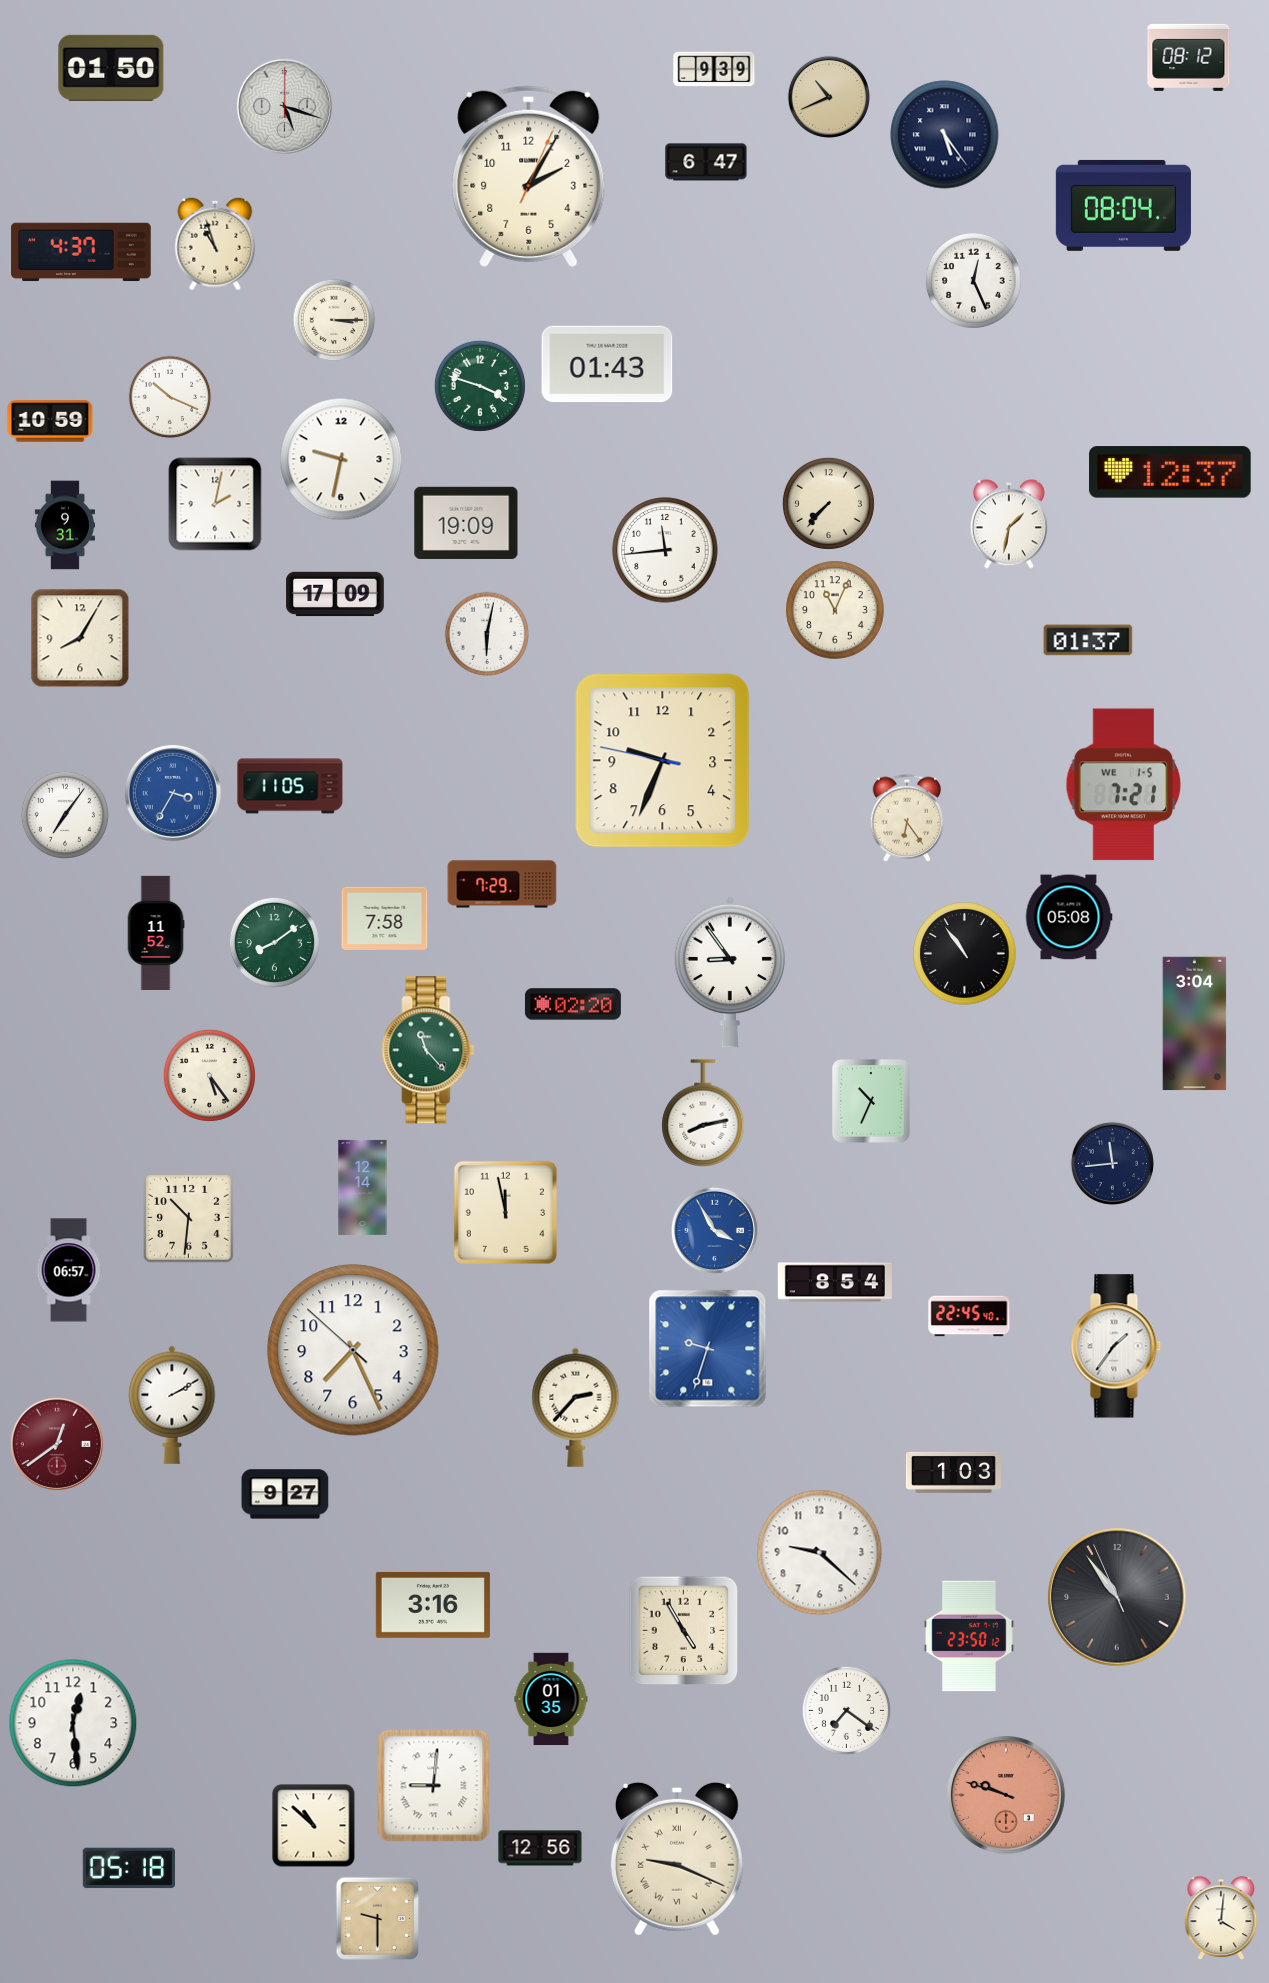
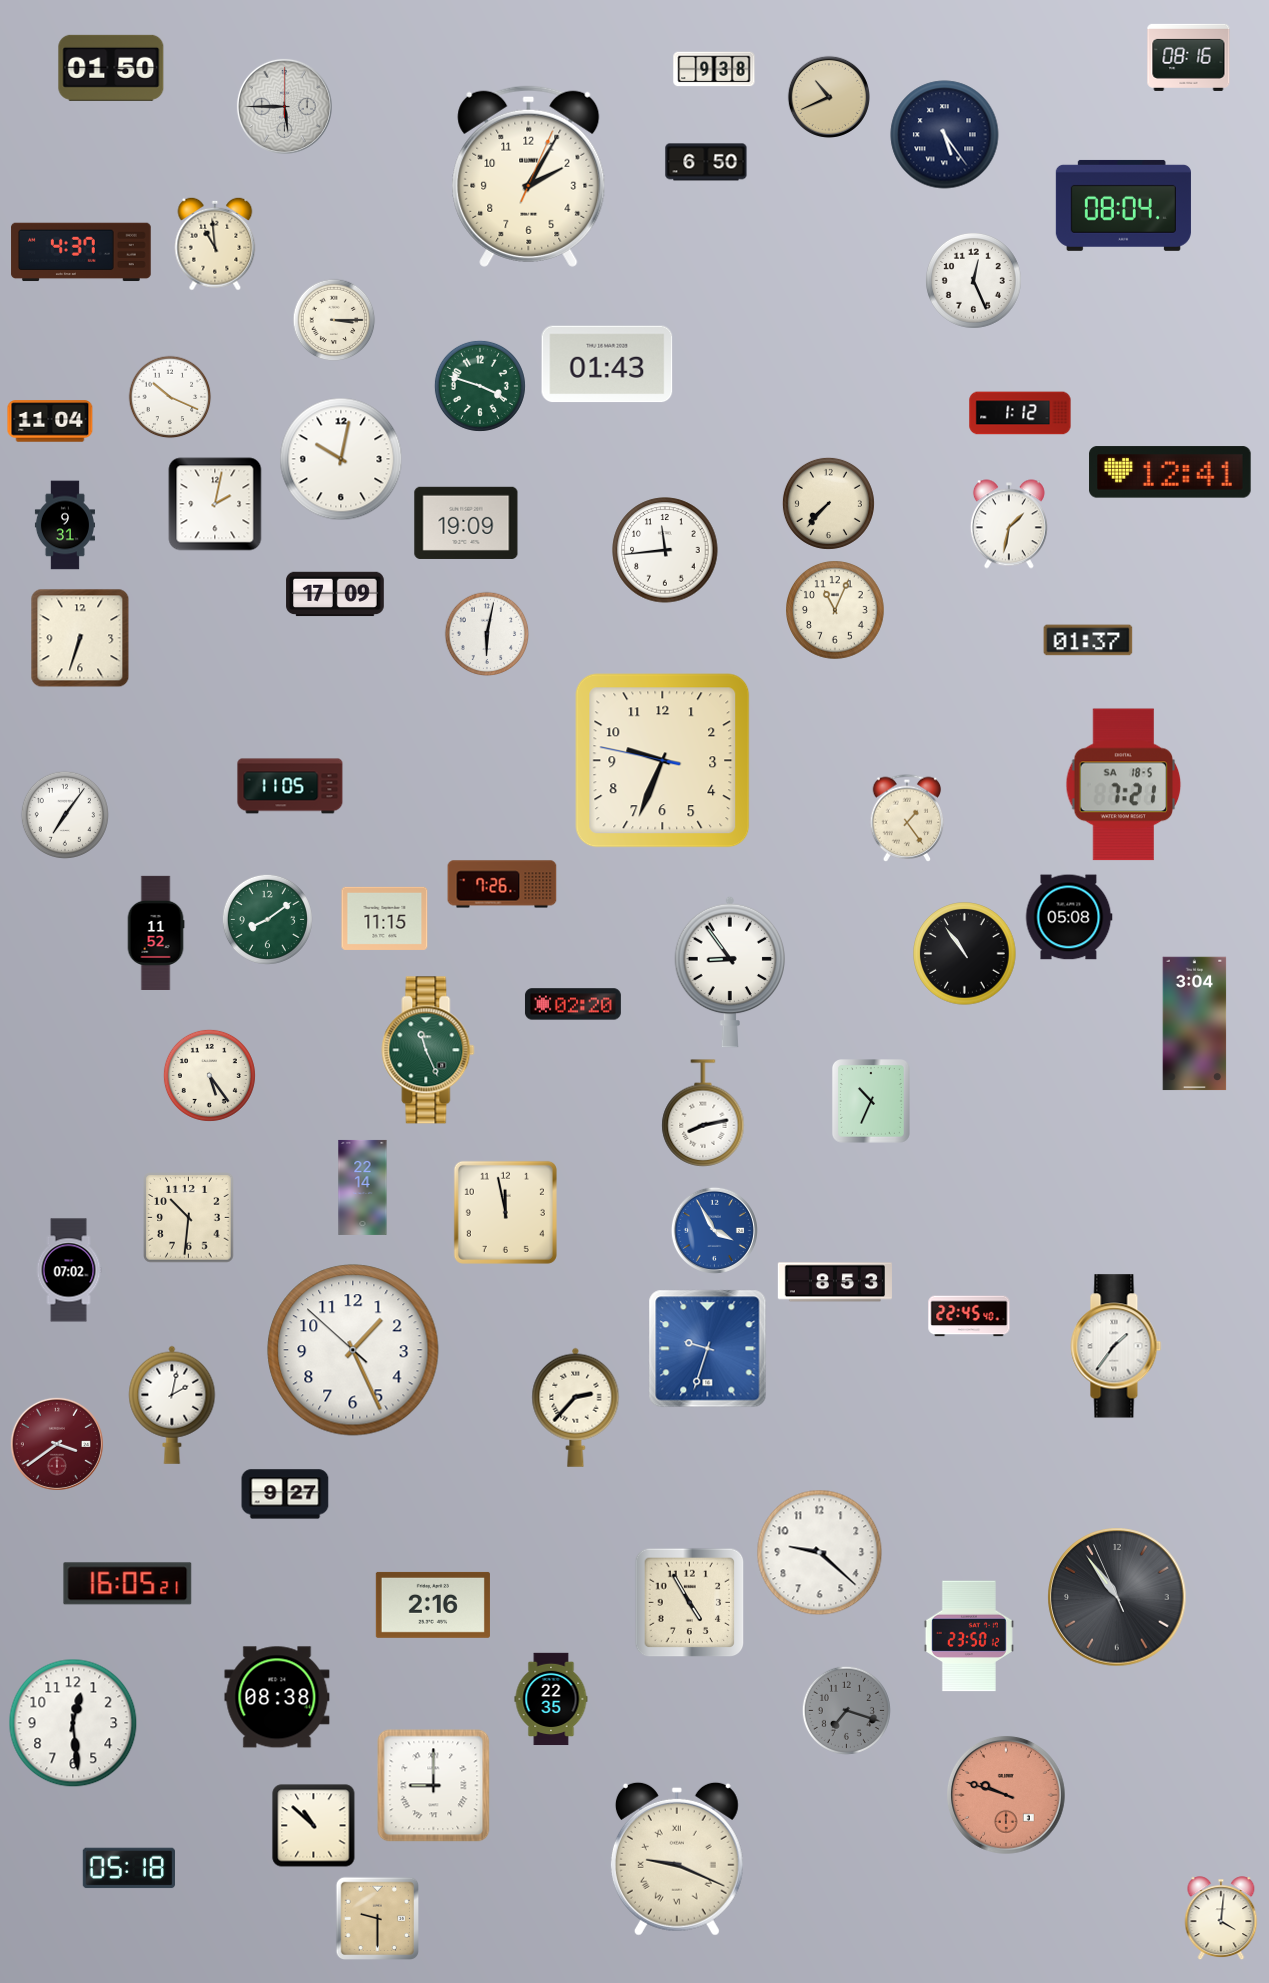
clock at (1189, 57): 08:12 -> 08:16
clock at (714, 69): 9:39 -> 9:38
clock at (284, 106): 5:18 -> 5:45
clock at (706, 162): 6:47 -> 6:50
clock at (215, 244): 10:57 -> 10:59
clock at (1020, 413): none -> 1:12
clock at (50, 421): 10:59 -> 11:04
clock at (341, 459): 9:32 -> 10:02
clock at (1170, 472): 12:37 -> 12:41
clock at (80, 638): 8:05 -> 6:33
clock at (1124, 785) date: WE 1-5 -> SA 18-5
clock at (173, 793): 3:35 -> none
clock at (907, 818): 6:24 -> 1:24
clock at (502, 884): 7:29 -> 7:26
clock at (385, 918): 7:58 -> 11:15
clock at (274, 942) position: (274, 942) -> (267, 919)
clock at (428, 1050): 11:23 -> 11:26
clock at (1112, 1163): 11:44 -> none
clock at (363, 1187): 12:14 -> 22:14
clock at (69, 1270): 06:57 -> 07:02
clock at (835, 1282): 8:54 -> 8:53
clock at (353, 1350): 7:25 -> 1:25
clock at (172, 1405): 2:10 -> 2:02
clock at (57, 1444): 12:39 -> 3:39
clock at (953, 1472): 1:03 -> none
clock at (128, 1584): none -> 16:05
clock at (433, 1605): 3:16 -> 2:16
clock at (684, 1631) position: (684, 1631) -> (690, 1603)
clock at (277, 1697): none -> 08:38
clock at (551, 1699): 01:35 -> 22:35
clock at (846, 1710): 7:21 -> 7:18
clock at (846, 1710) dial: white -> grey
clock at (434, 1786): 9:01 -> 9:00
clock at (540, 1848): 12:56 -> none
